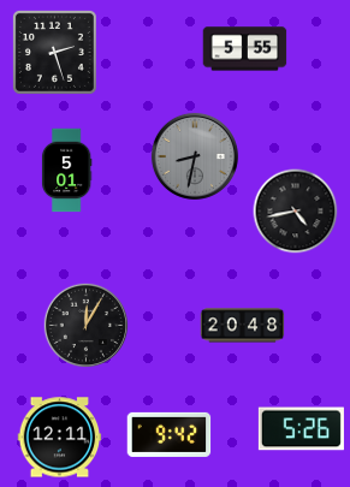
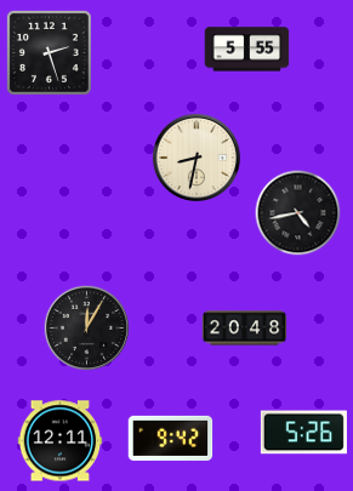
clock at (54, 52) position: (54, 52) -> (49, 52)
clock at (195, 156) dial: grey -> cream
clock at (66, 171): 5:01 -> none
